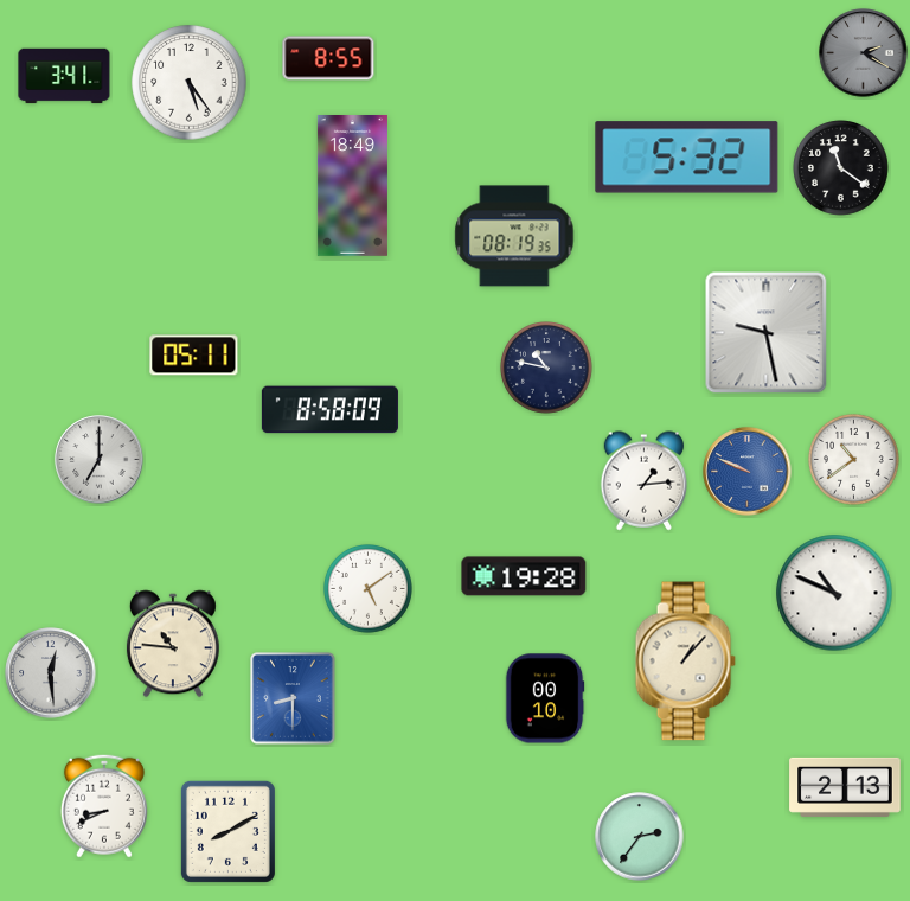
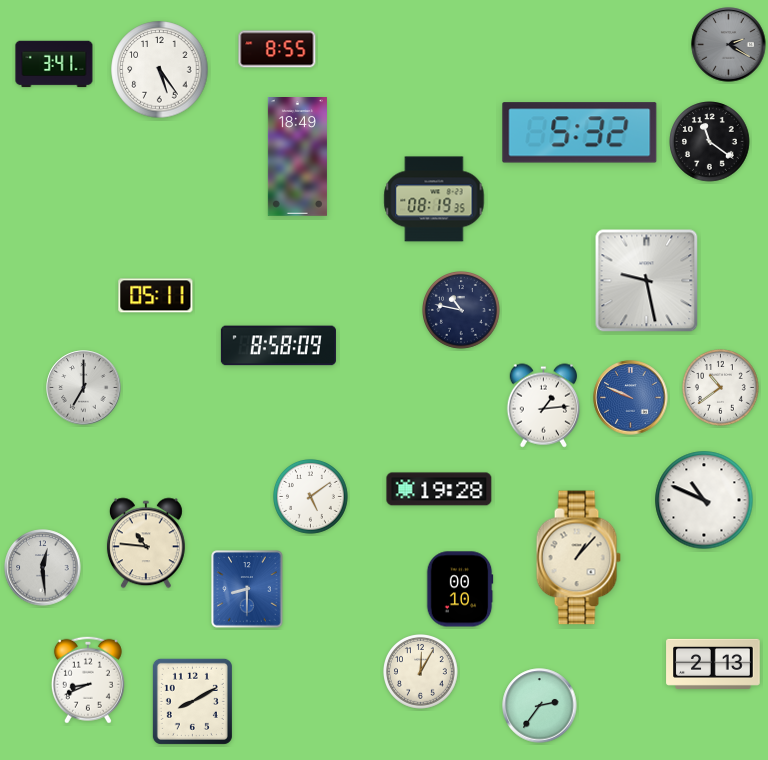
clock at (194, 356) position: (194, 356) -> (156, 296)
clock at (524, 576) position: (524, 576) -> (439, 489)
clock at (421, 672): none -> 12:05
